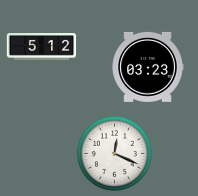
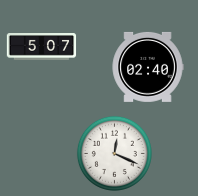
clock at (42, 47): 5:12 -> 5:07
clock at (148, 67): 03:23 -> 02:40
